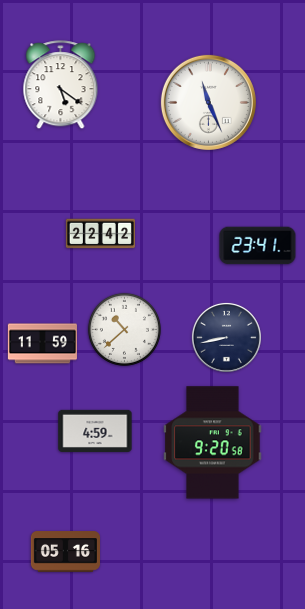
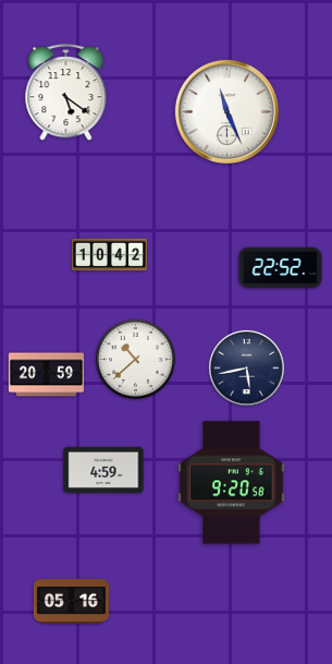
clock at (100, 234): 22:42 -> 10:42
clock at (258, 246): 23:41 -> 22:52
clock at (226, 337): 8:43 -> 5:43
clock at (42, 344): 11:59 -> 20:59
